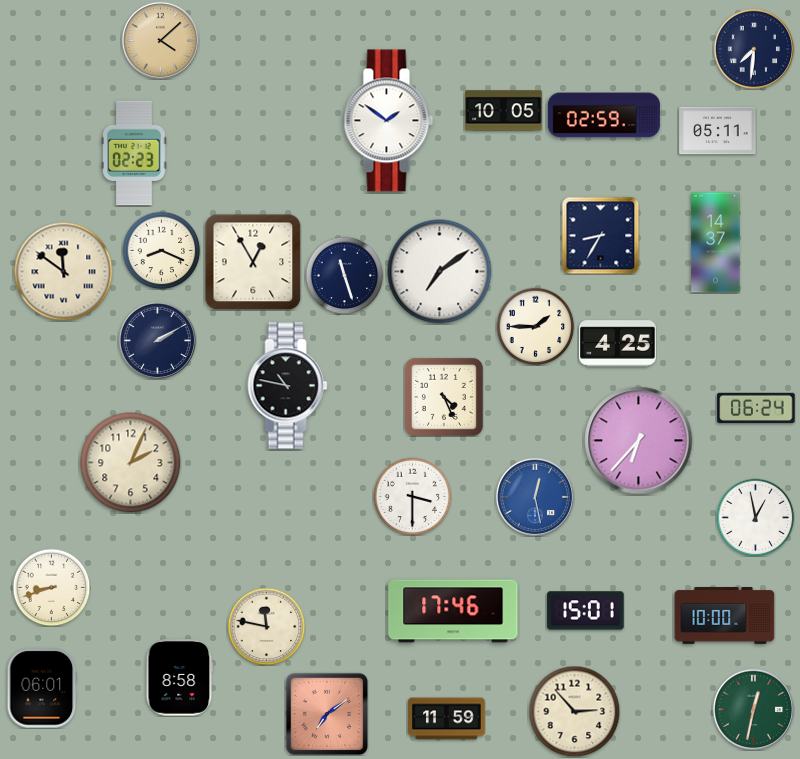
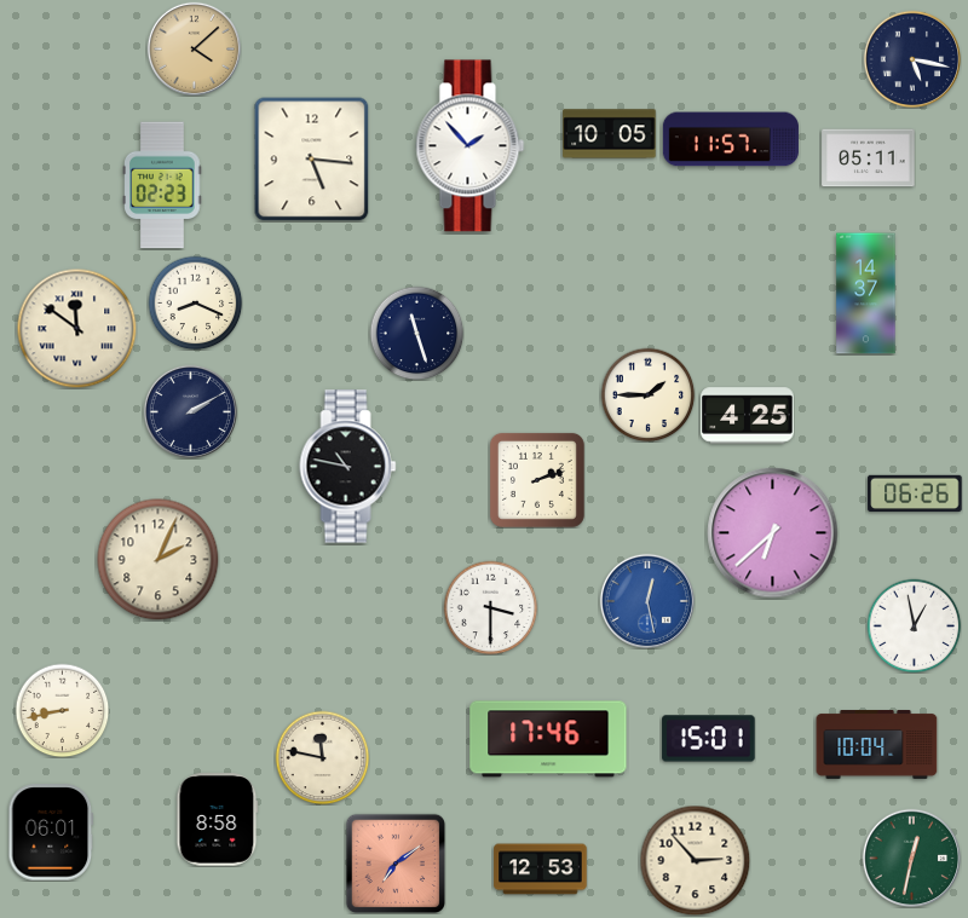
clock at (754, 49): 7:31 -> 5:17
clock at (604, 115): 02:59 -> 11:57
clock at (389, 121): 1:51 -> 1:53
clock at (312, 160): none -> 5:16
clock at (600, 235): 8:35 -> none
clock at (253, 262): 12:55 -> none
clock at (440, 272): 7:09 -> none
clock at (444, 397): 4:26 -> 2:12
clock at (756, 408): 06:24 -> 06:26
clock at (639, 441): 6:37 -> 6:38
clock at (412, 496) position: (412, 496) -> (490, 607)
clock at (51, 587): 8:42 -> 8:43
clock at (725, 616): 10:00 -> 10:04
clock at (447, 719): 11:59 -> 12:53
